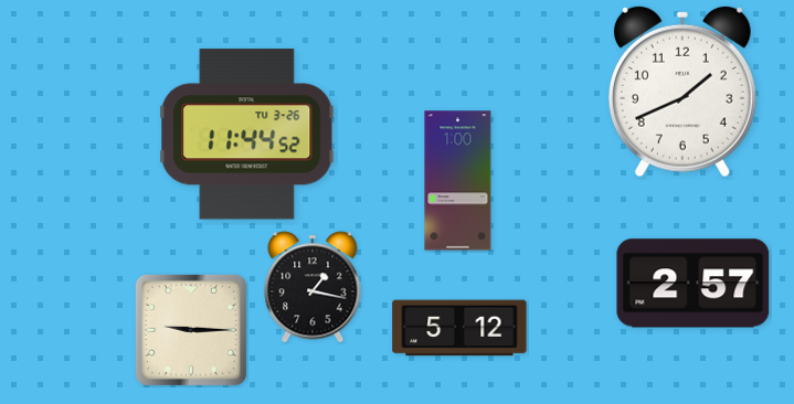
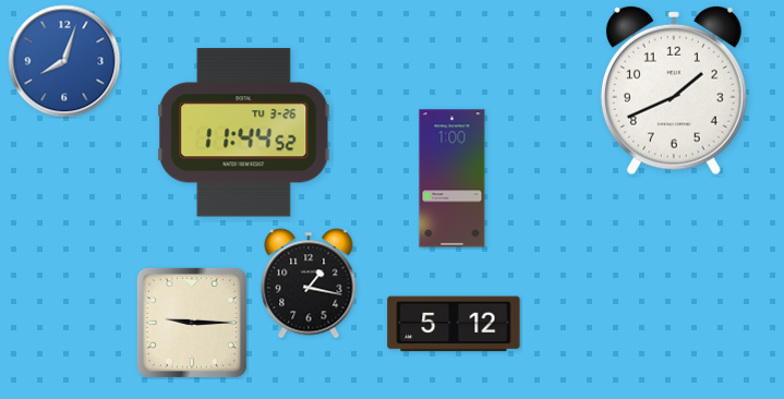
clock at (64, 61): none -> 8:03
clock at (694, 284): 2:57 -> none
clock at (191, 330) position: (191, 330) -> (192, 323)
